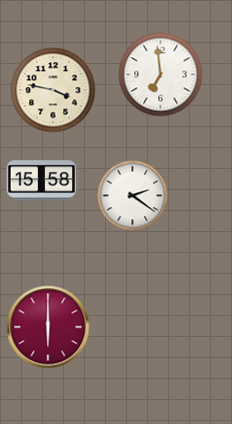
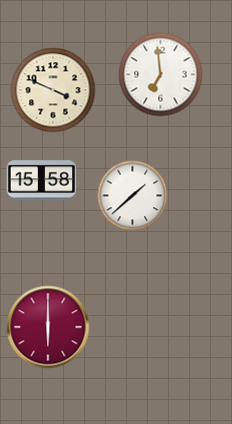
clock at (53, 90): 3:47 -> 3:49
clock at (133, 196): 2:21 -> 1:38
